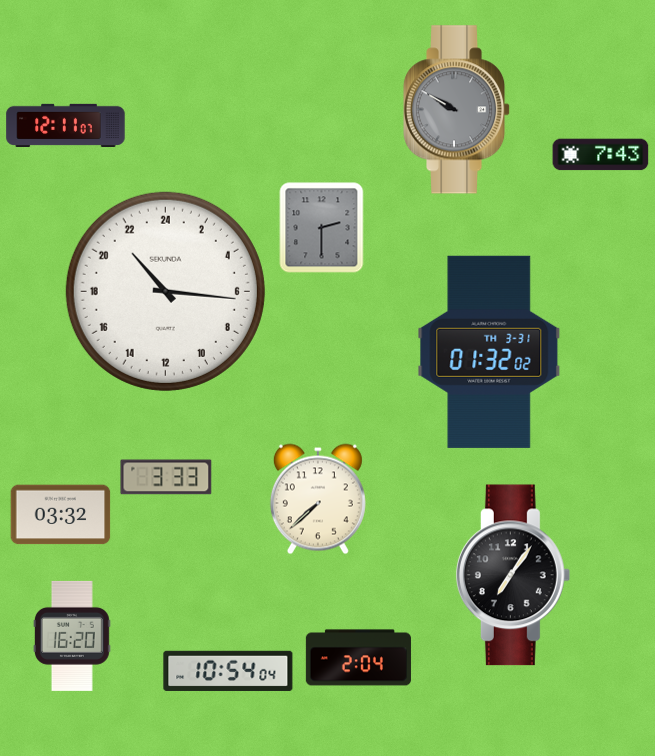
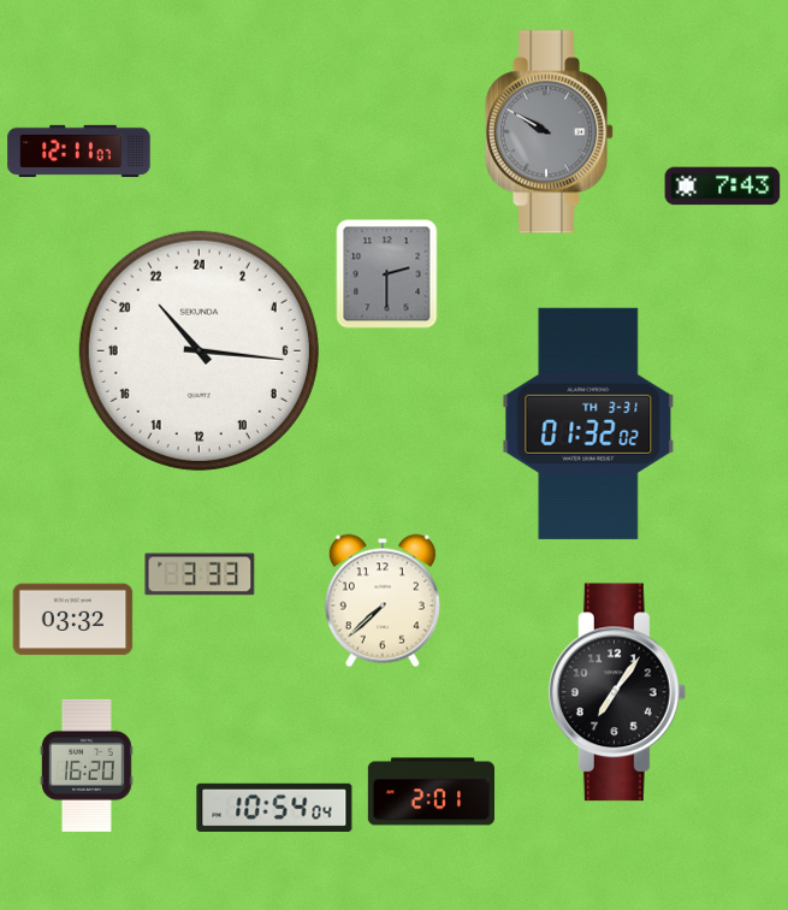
clock at (358, 658): 2:04 -> 2:01
